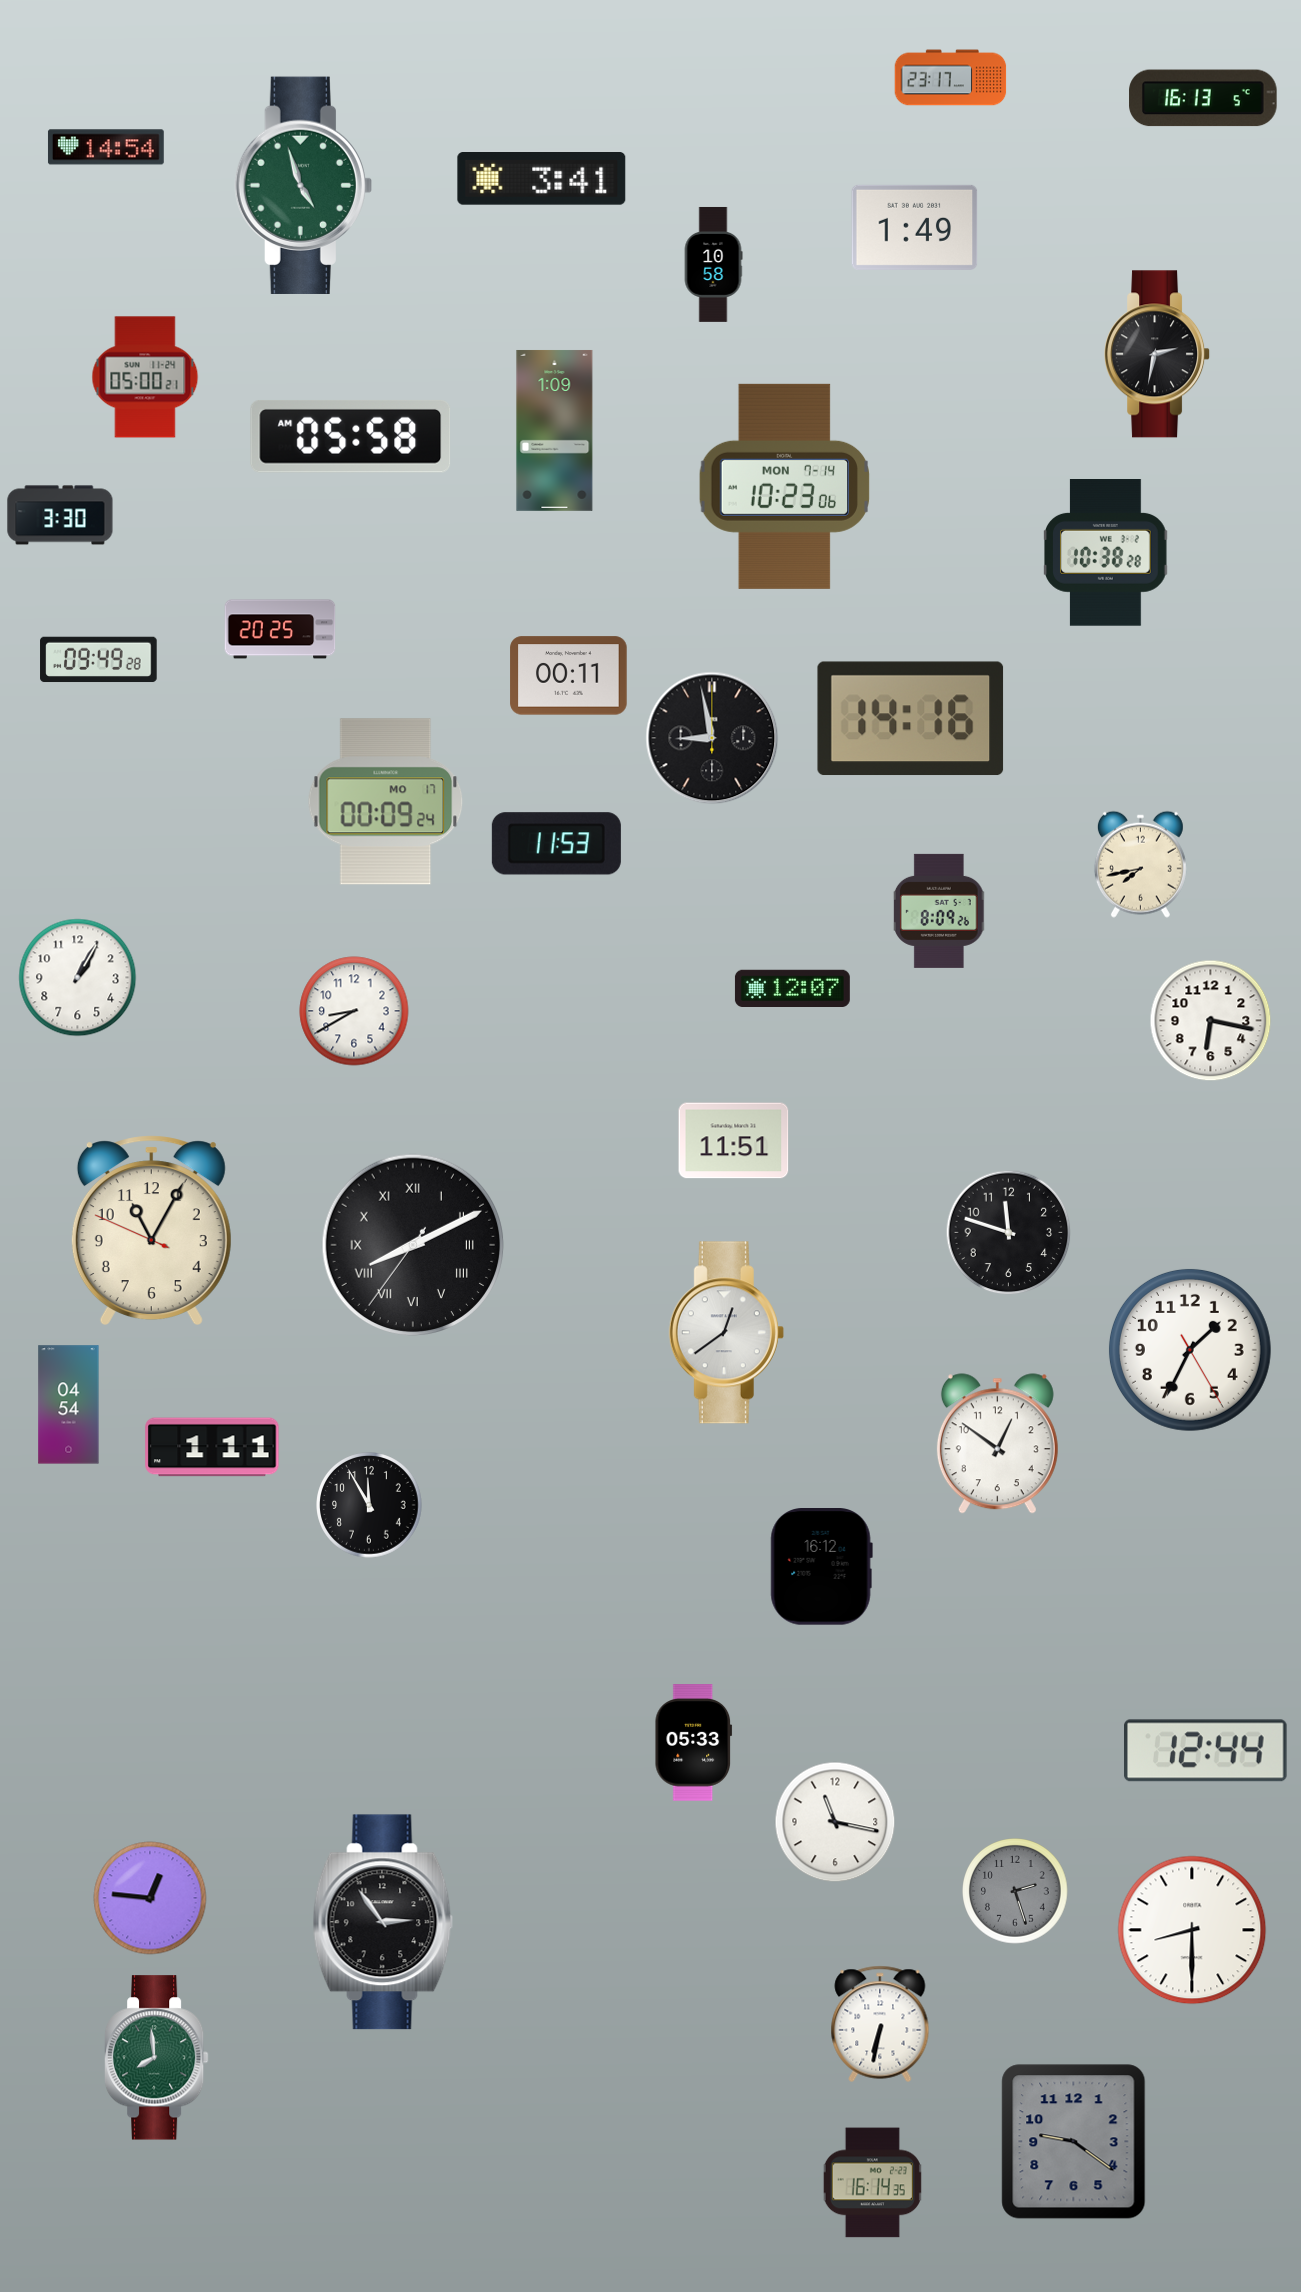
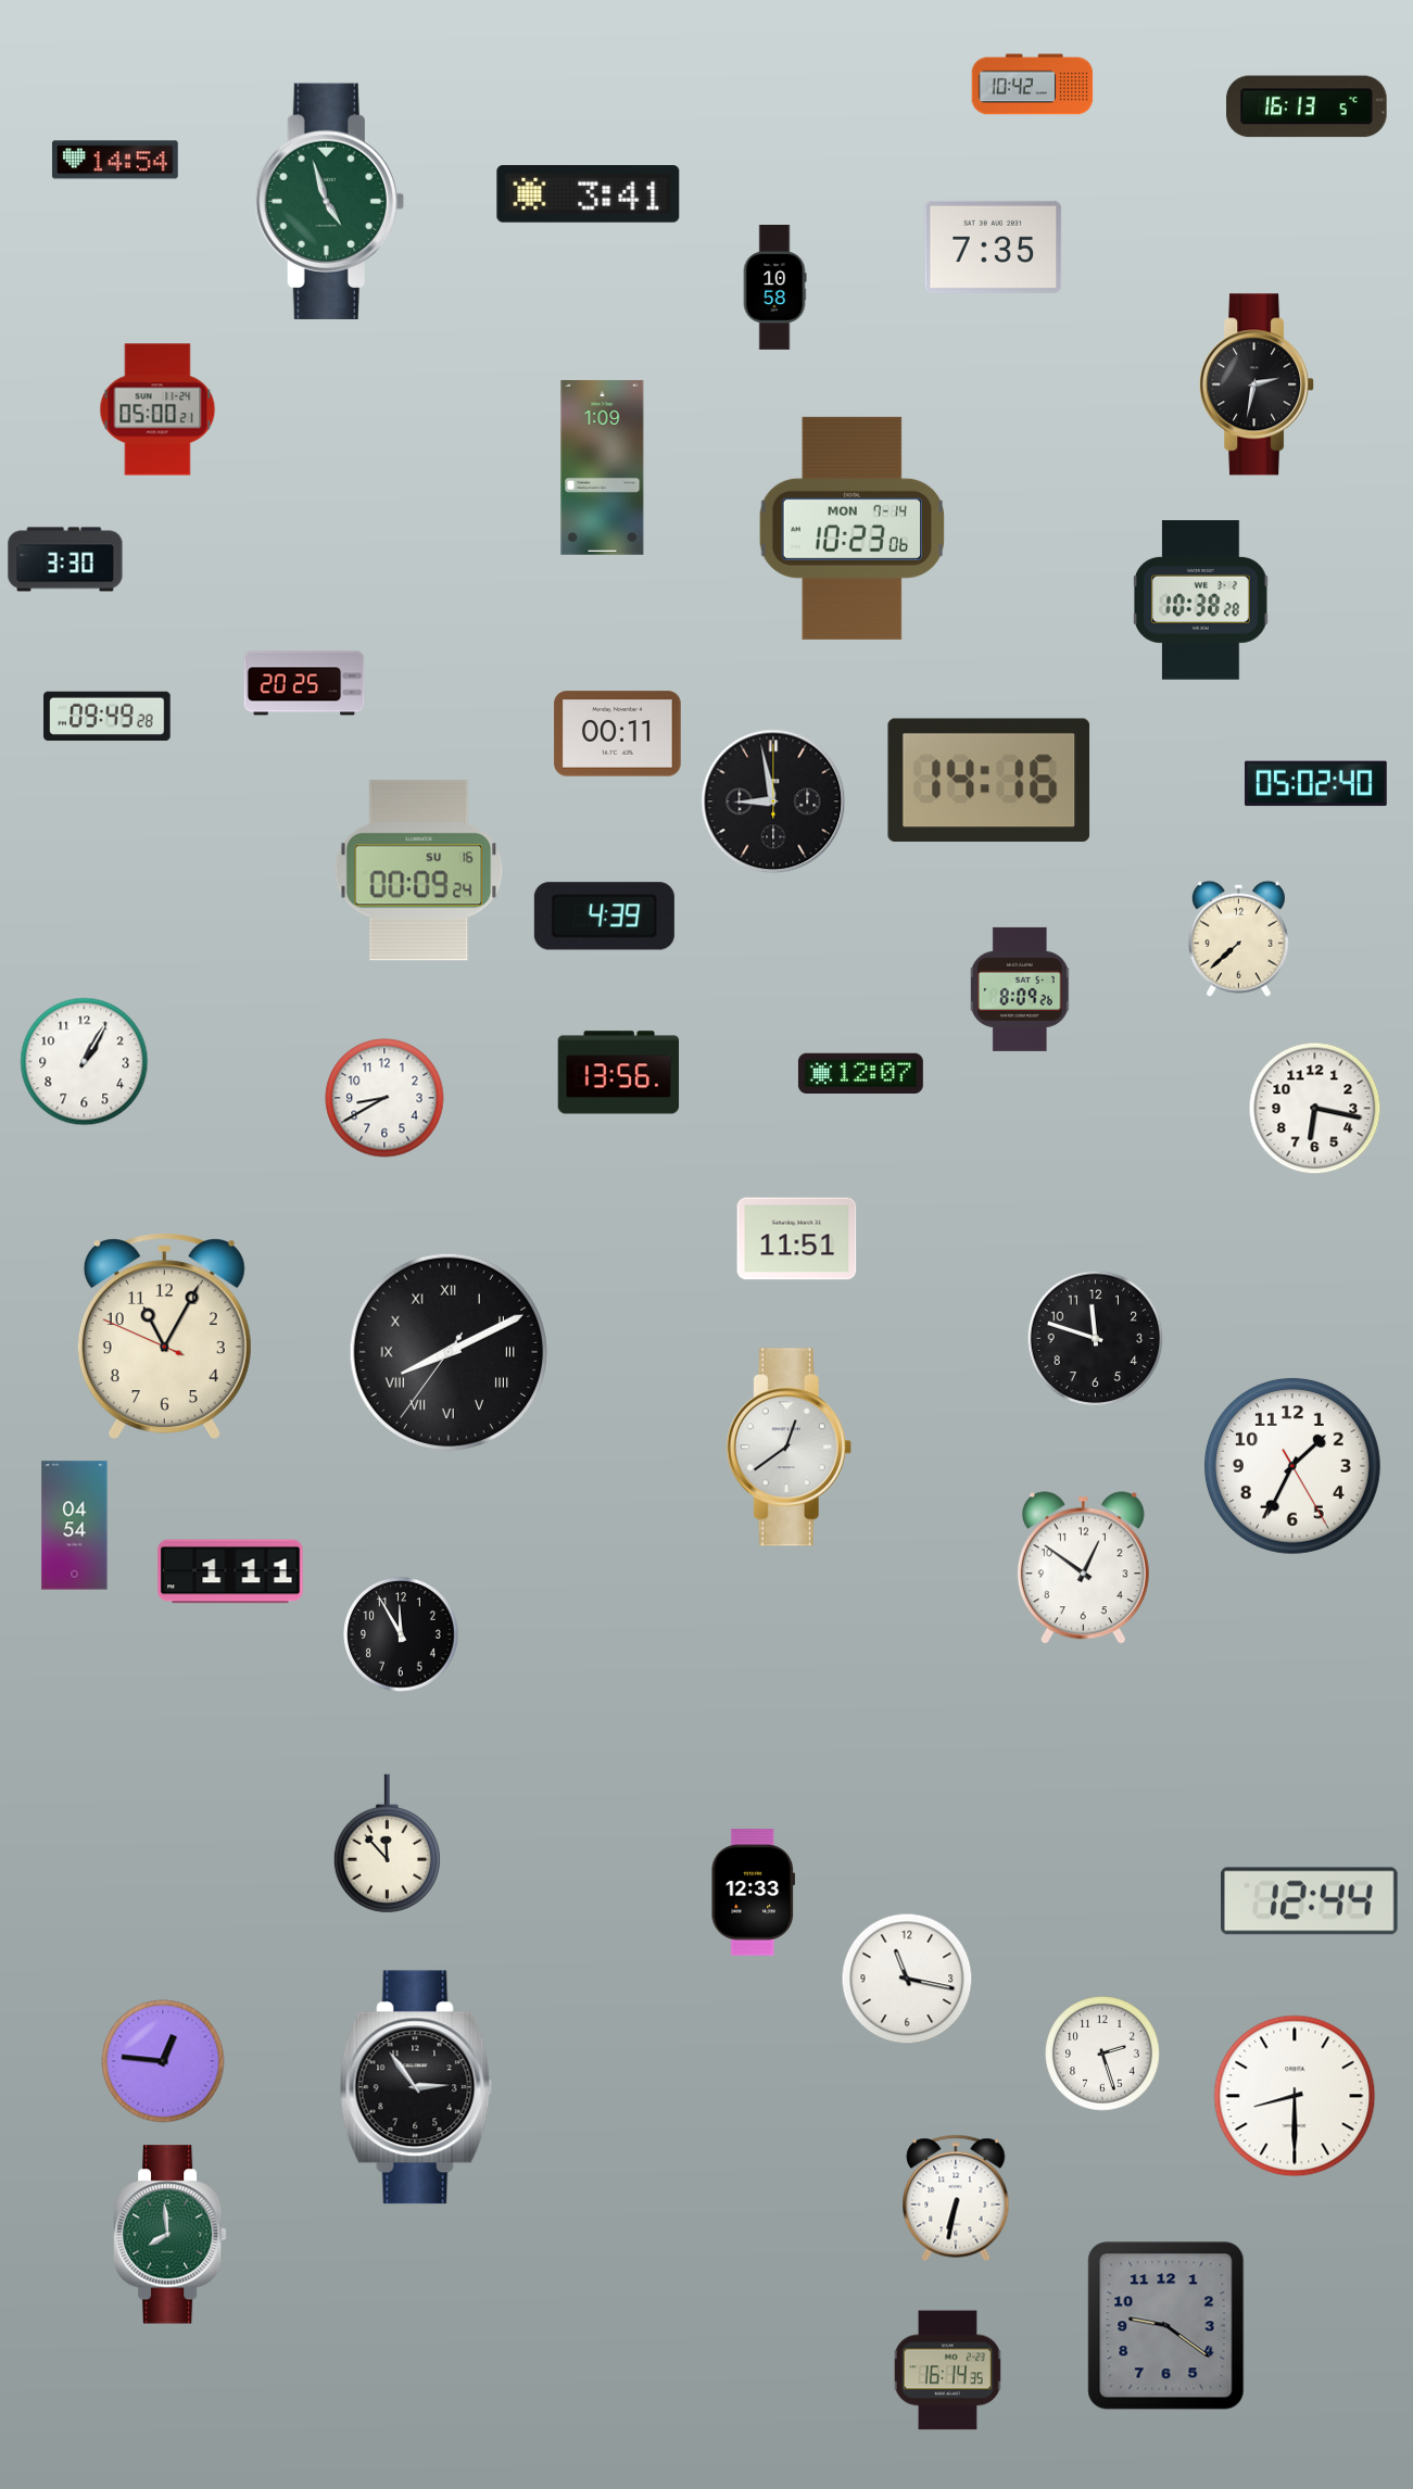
clock at (951, 78): 23:17 -> 10:42
clock at (915, 227): 1:49 -> 7:35
clock at (351, 436): 05:58 -> none
clock at (1315, 784): none -> 05:02
clock at (386, 802) date: MO 17 -> SU 16
clock at (556, 844): 11:53 -> 4:39
clock at (1140, 864): 7:43 -> 7:38
clock at (619, 1073): none -> 13:56
clock at (821, 1567): 16:12 -> none
clock at (387, 1844): none -> 11:53
clock at (694, 1743): 05:33 -> 12:33
clock at (1015, 1891) dial: grey -> white
